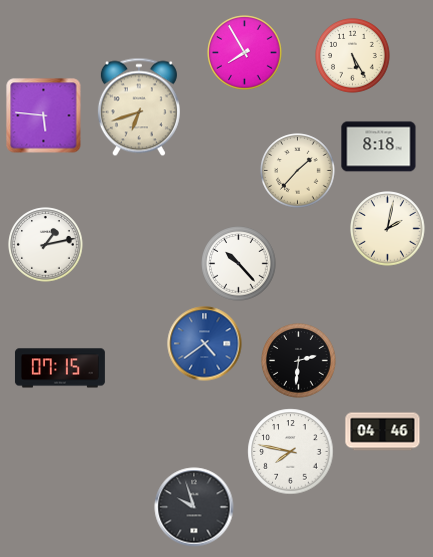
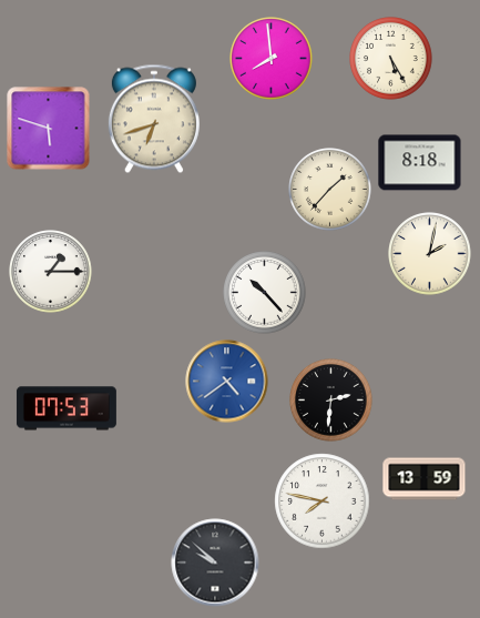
clock at (245, 53): 7:55 -> 7:59
clock at (353, 56) position: (353, 56) -> (391, 59)
clock at (44, 116): 5:46 -> 5:48
clock at (46, 245): 1:13 -> 1:15
clock at (60, 368): 07:15 -> 07:53
clock at (383, 432): 04:46 -> 13:59
clock at (194, 507): 9:57 -> 9:52
